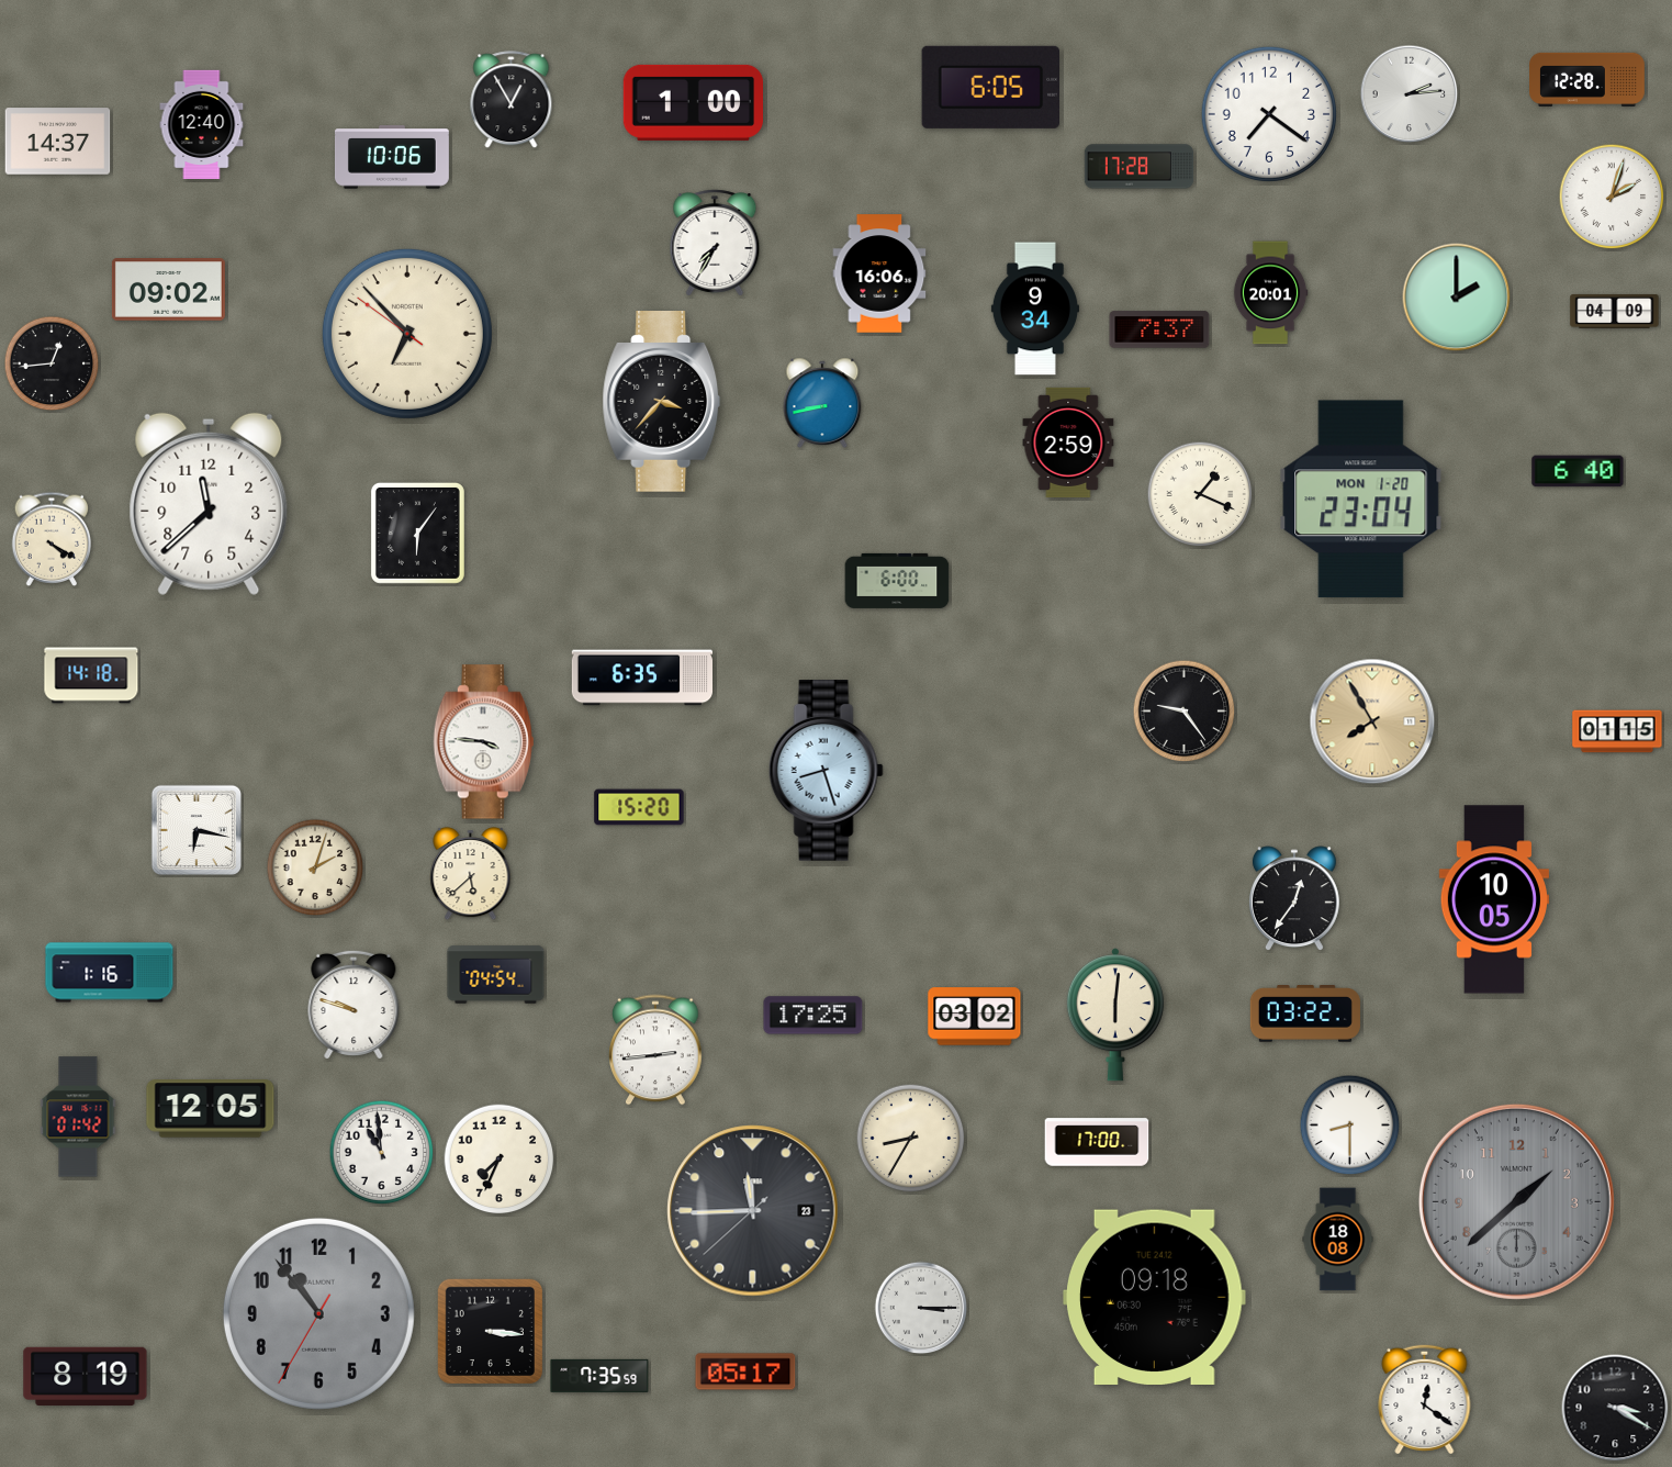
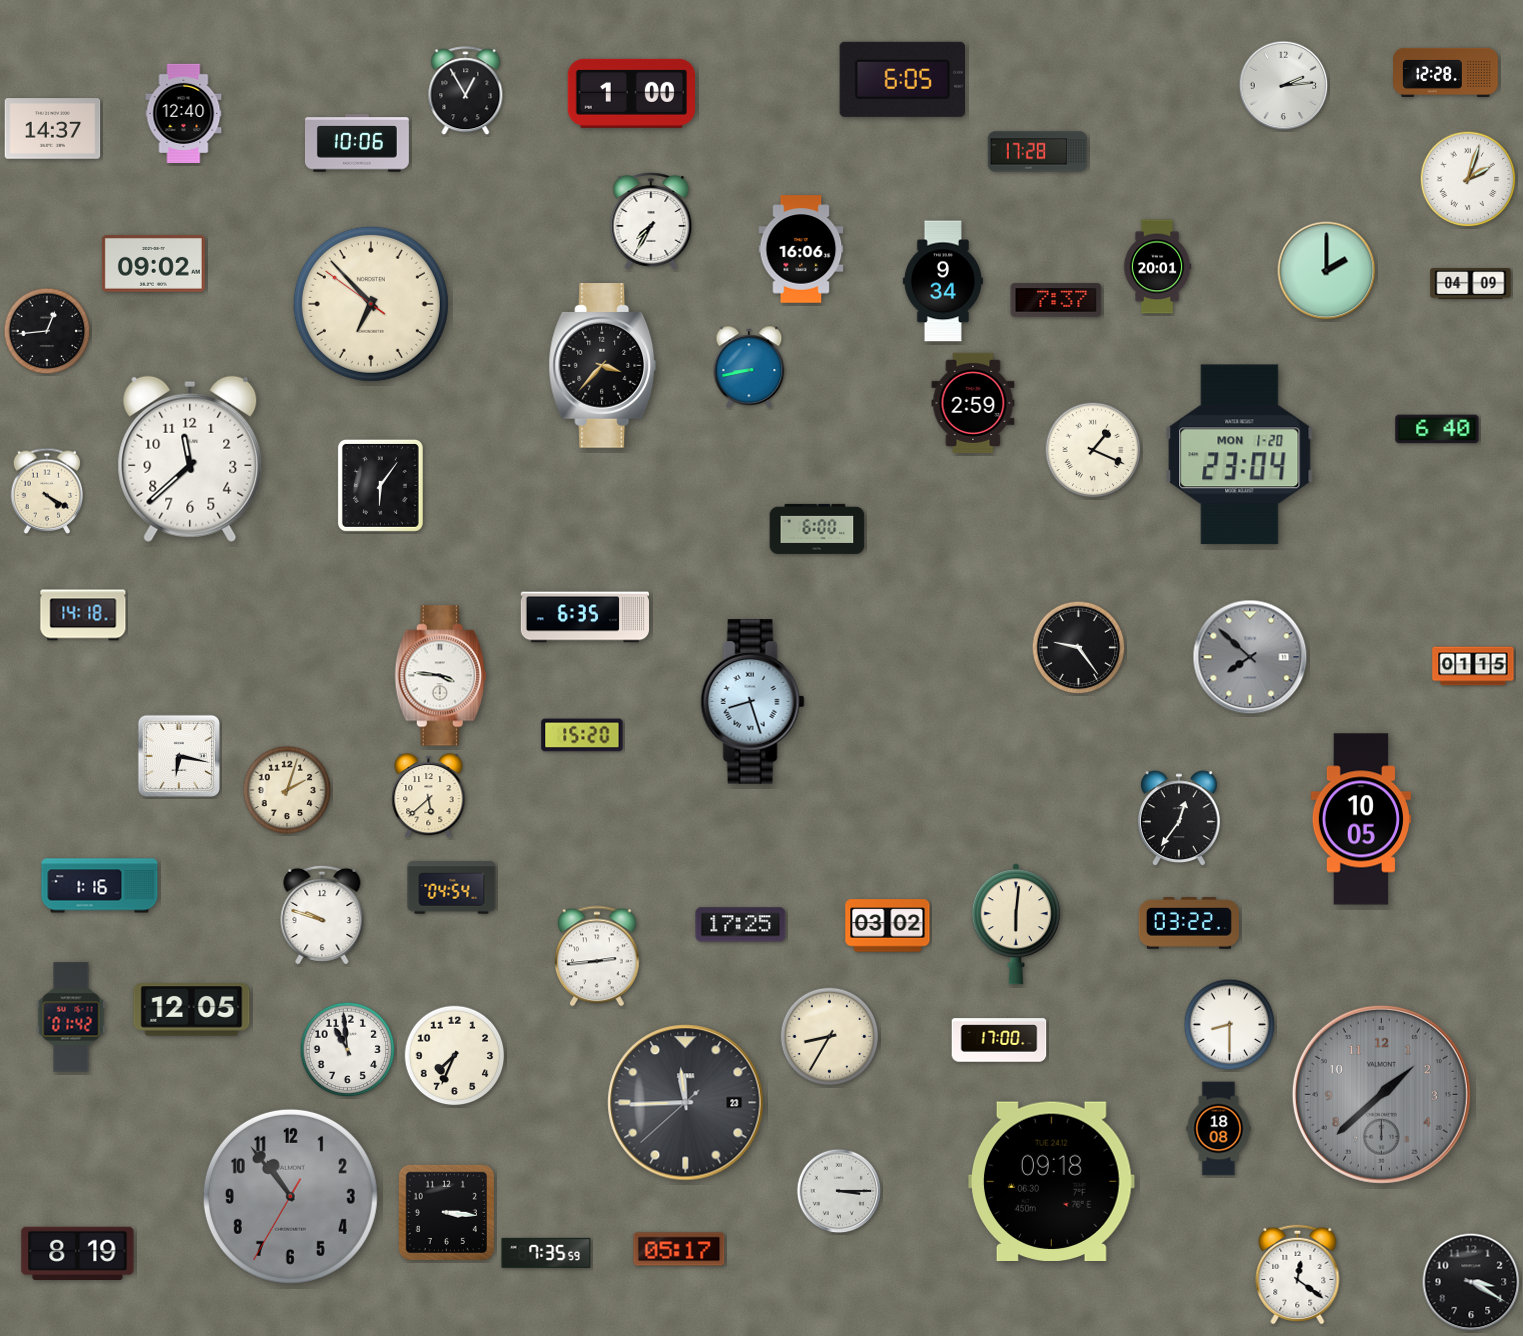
clock at (1269, 114): 7:21 -> none
clock at (1372, 721): 7:55 -> 7:52
clock at (1372, 721) dial: champagne -> grey
